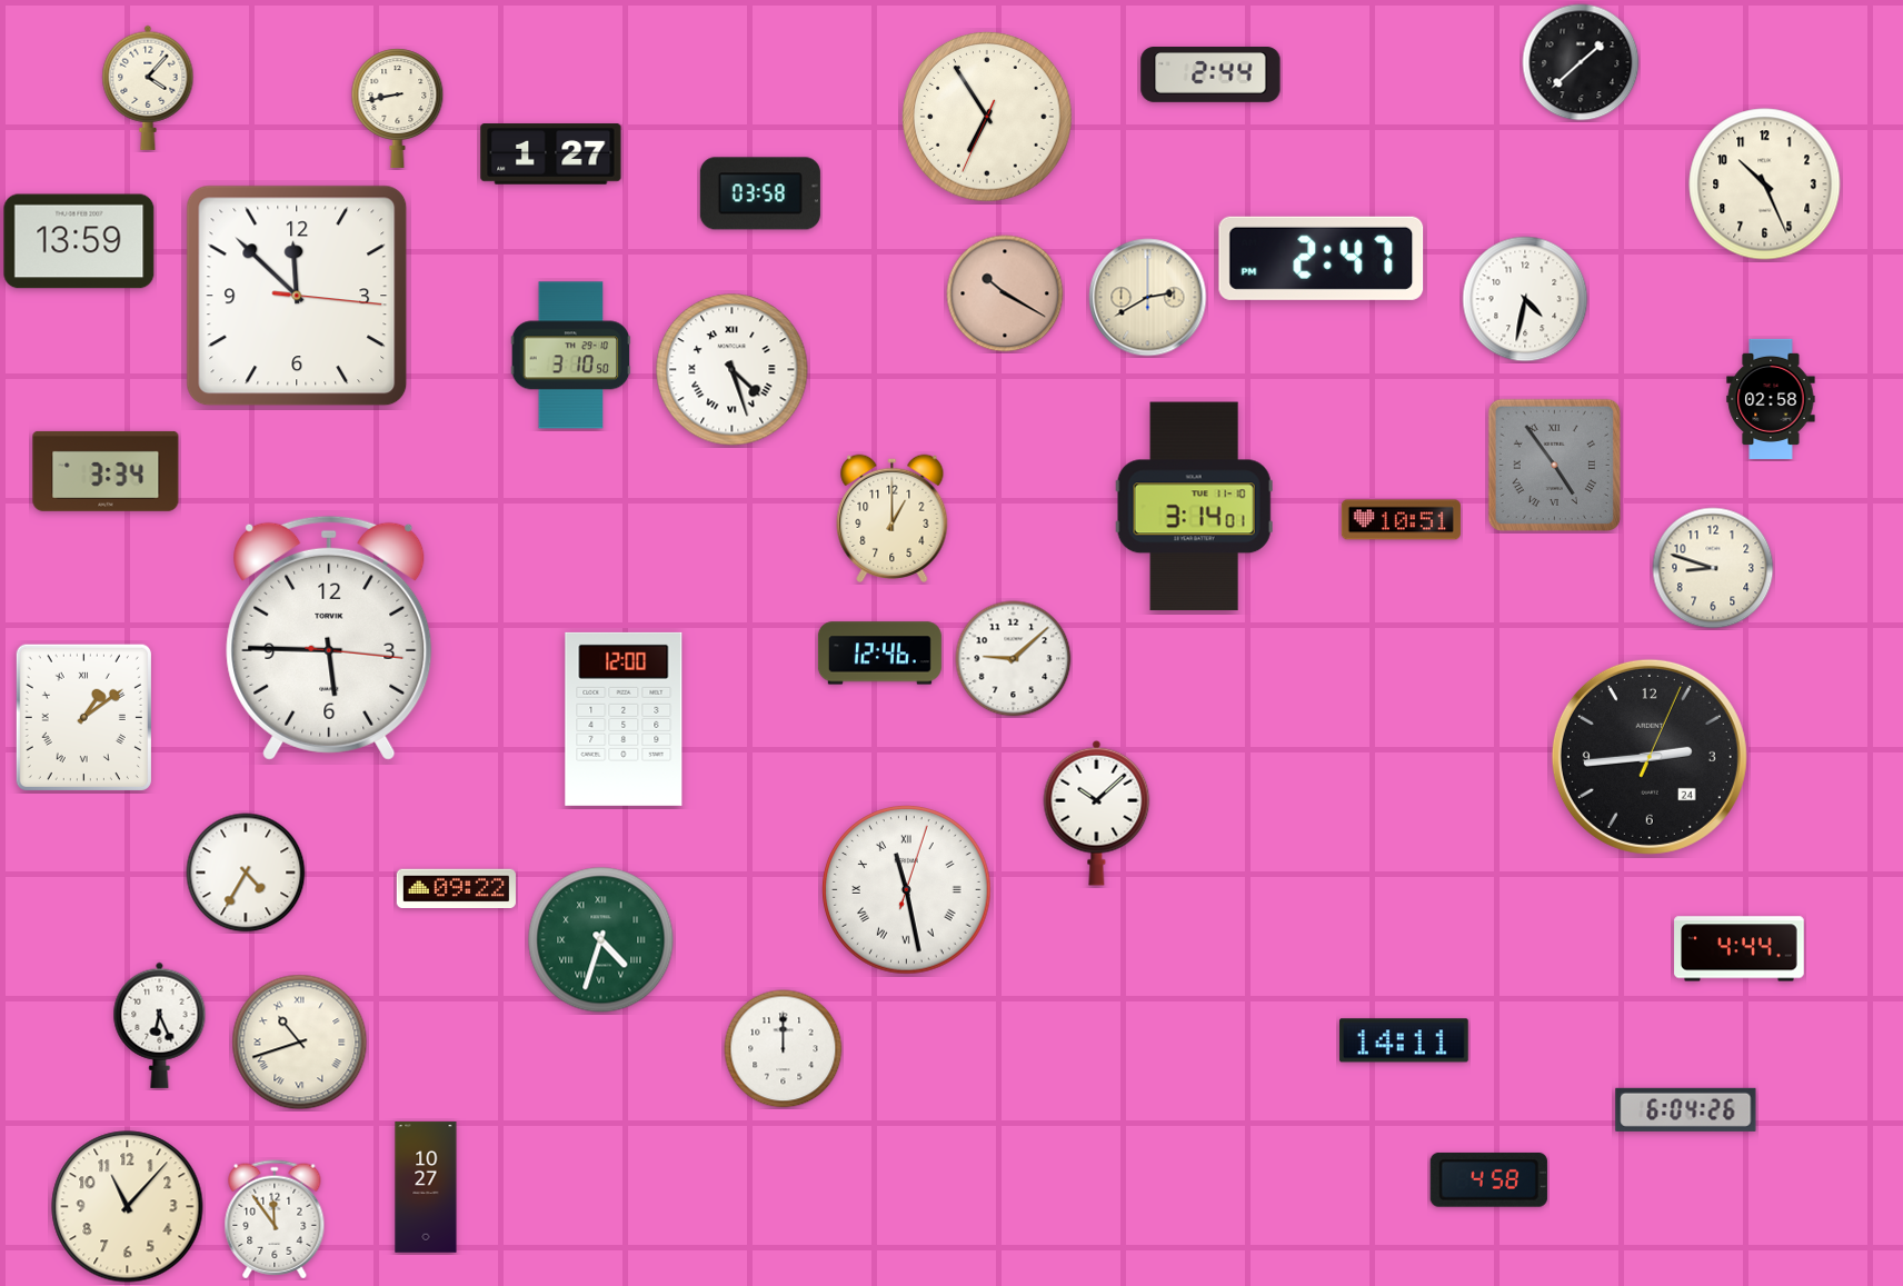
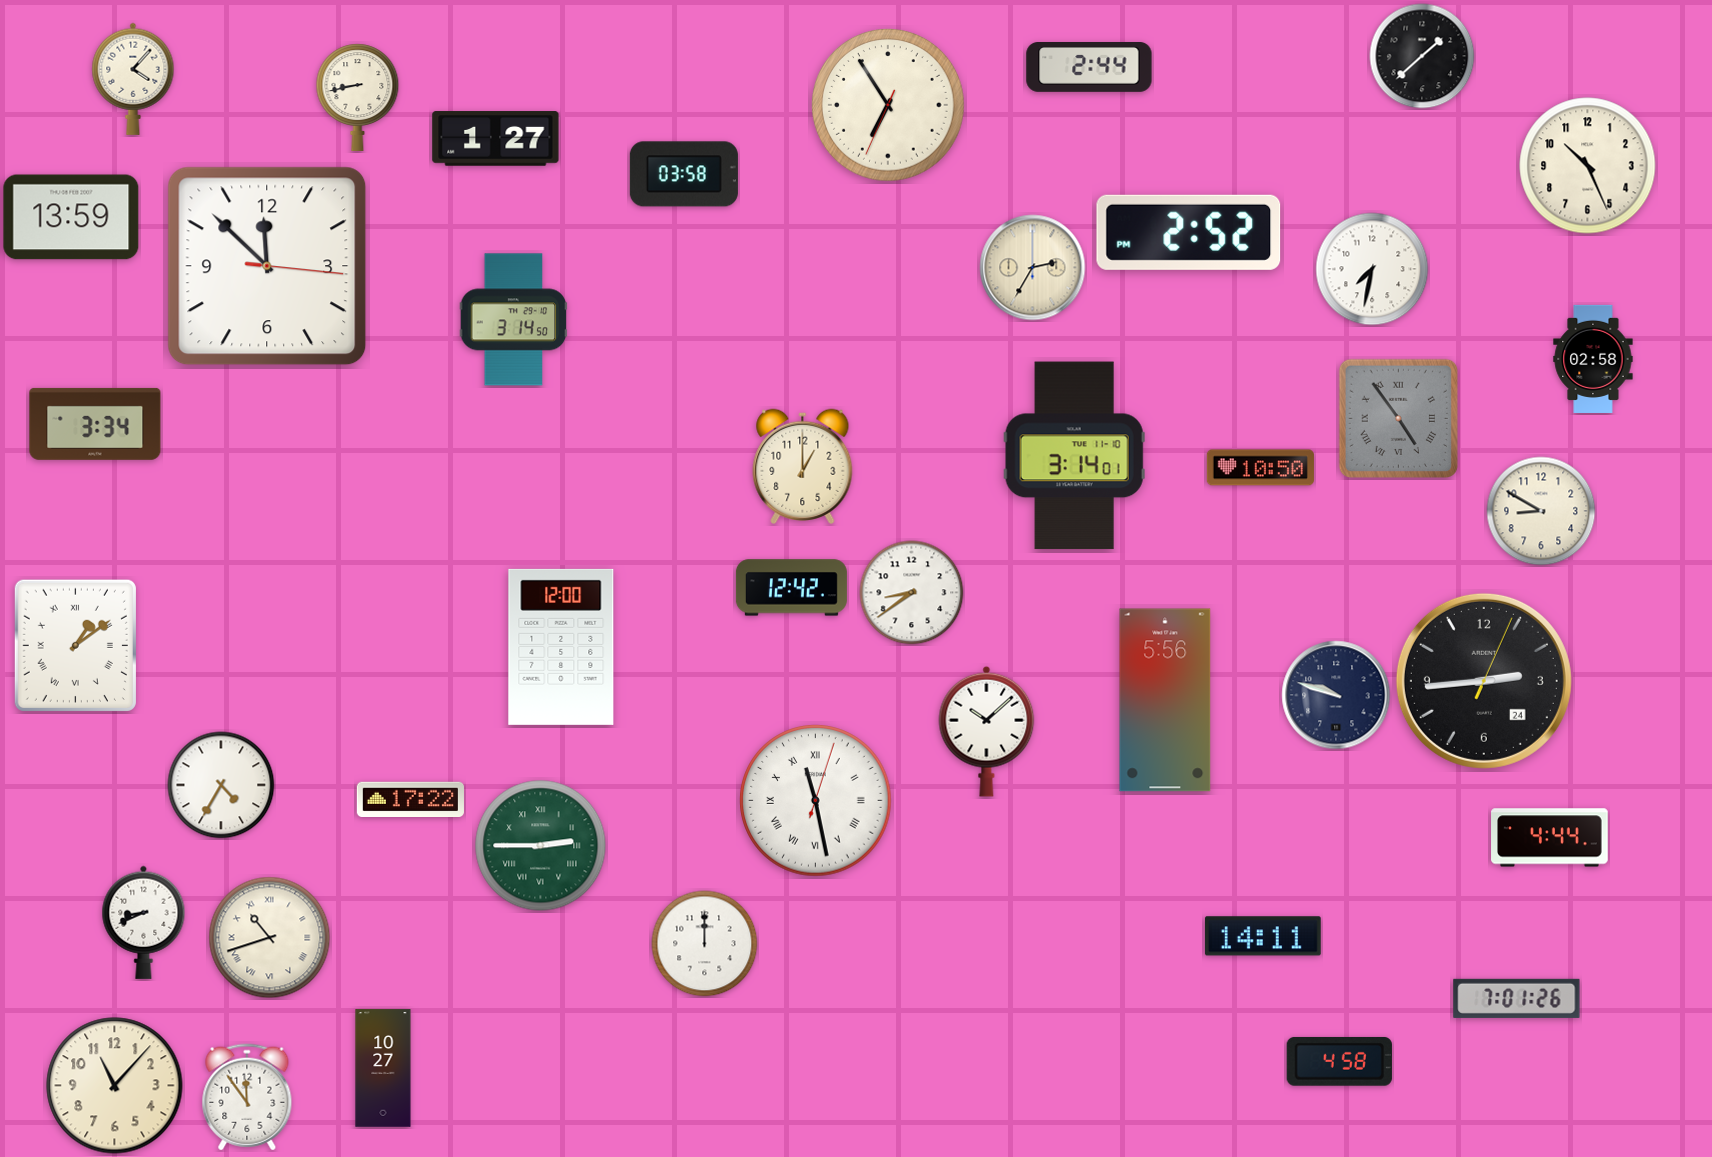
clock at (1322, 258): 2:47 -> 2:52
clock at (1005, 293): 10:20 -> none
clock at (1148, 298): 2:40 -> 2:35
clock at (1525, 299): 4:32 -> 7:32
clock at (571, 356): 3:10 -> 3:14
clock at (733, 370): 4:27 -> none
clock at (1401, 520): 10:51 -> 10:50
clock at (1713, 568): 8:48 -> 8:50
clock at (329, 638): 5:45 -> none
clock at (879, 654): 12:46 -> 12:42
clock at (1014, 659): 9:08 -> 8:39
clock at (1336, 695): none -> 9:48
clock at (1165, 700): none -> 5:56
clock at (456, 888): 09:22 -> 17:22
clock at (601, 940): 4:33 -> 2:45
clock at (1740, 949) position: (1740, 949) -> (1550, 838)
clock at (160, 1025): 6:26 -> 8:41
clock at (1686, 1109): 6:04 -> 7:01
